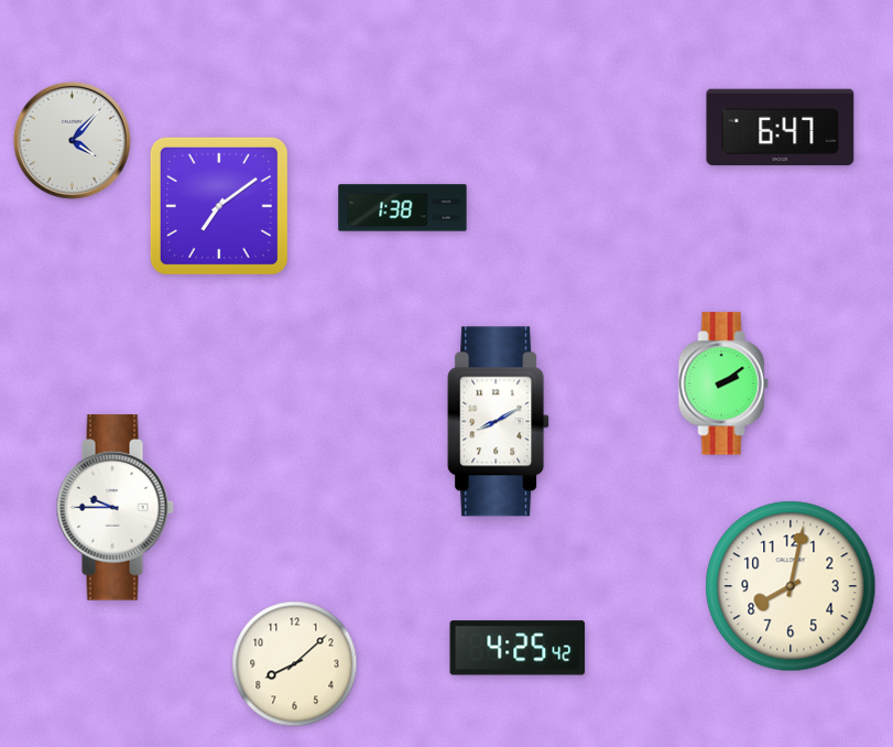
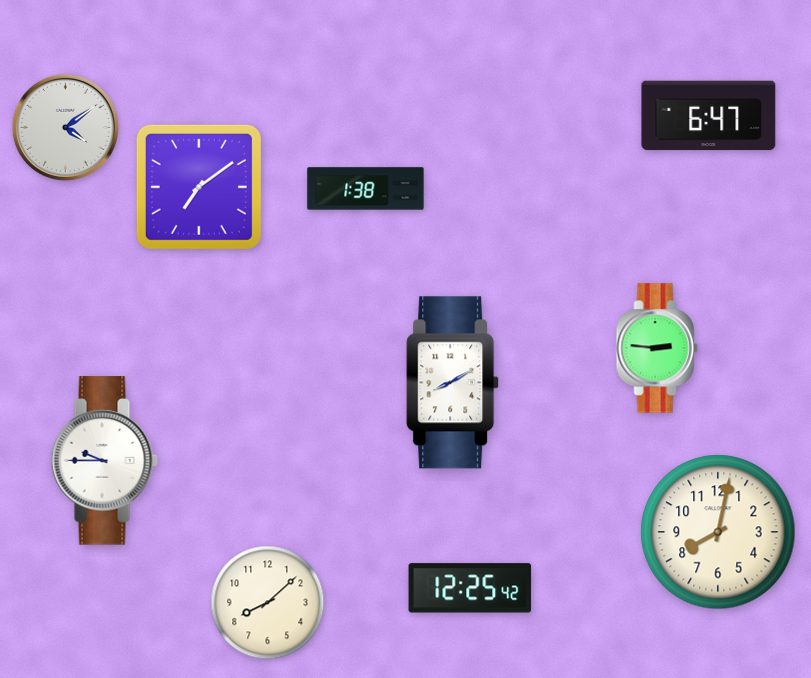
clock at (72, 140): 4:07 -> 4:09
clock at (723, 383): 2:09 -> 2:46
clock at (518, 648): 4:25 -> 12:25
